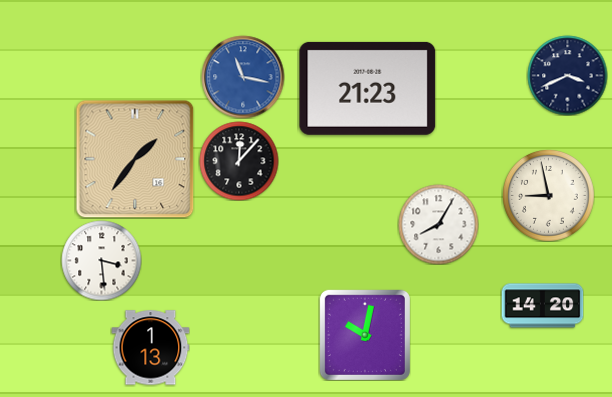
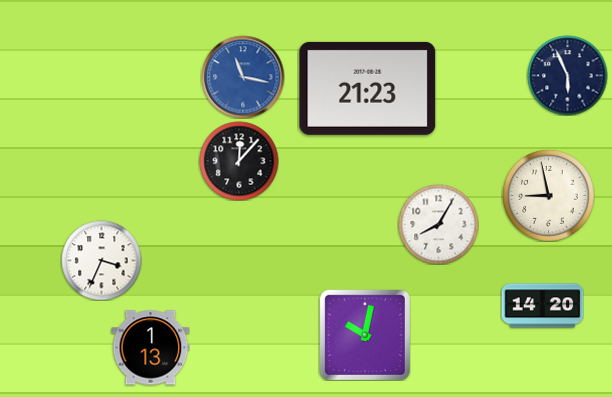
clock at (567, 75): 3:41 -> 5:56
clock at (135, 159): 1:36 -> none
clock at (101, 260): 3:29 -> 3:34
